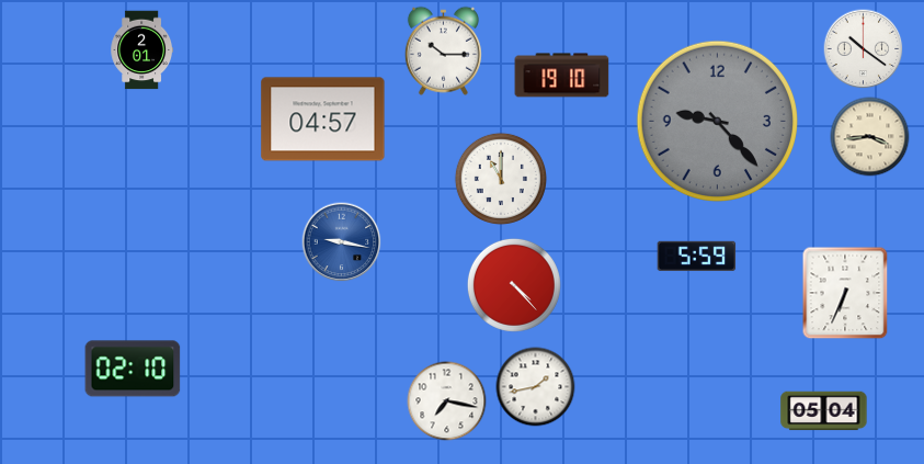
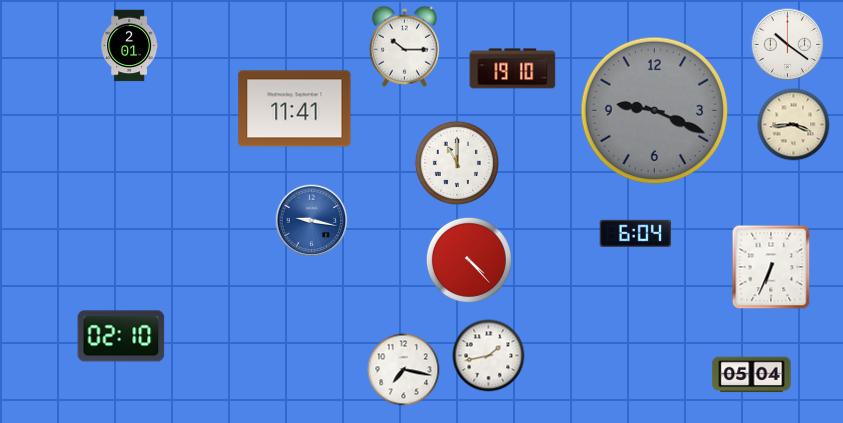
clock at (323, 120): 04:57 -> 11:41
clock at (718, 122): 9:23 -> 9:19
clock at (697, 256): 5:59 -> 6:04
clock at (536, 387) position: (536, 387) -> (489, 356)
clock at (447, 401) position: (447, 401) -> (404, 370)
